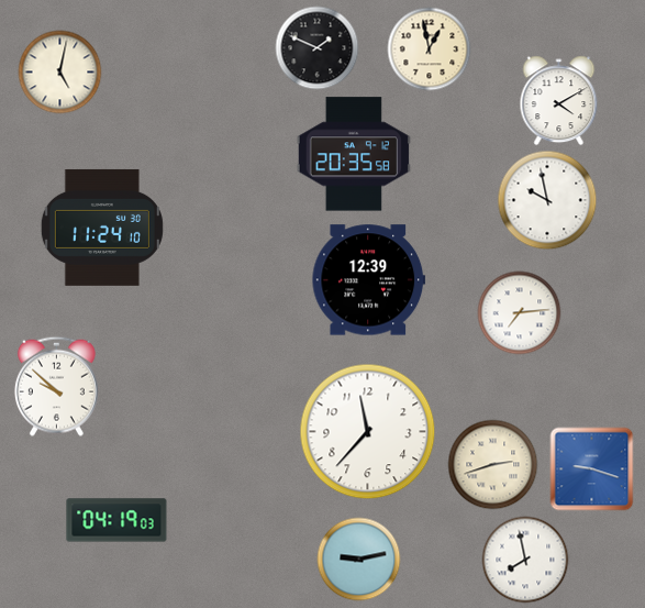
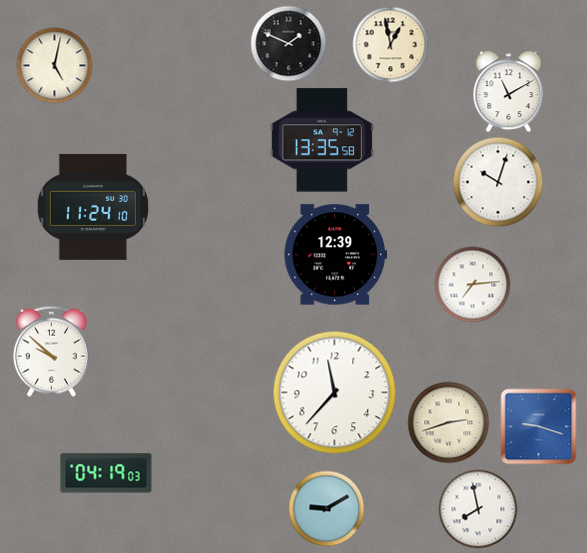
clock at (559, 101): 4:10 -> 11:10
clock at (353, 154): 20:35 -> 13:35
clock at (547, 200): 9:58 -> 10:03
clock at (359, 560): 9:13 -> 9:10
